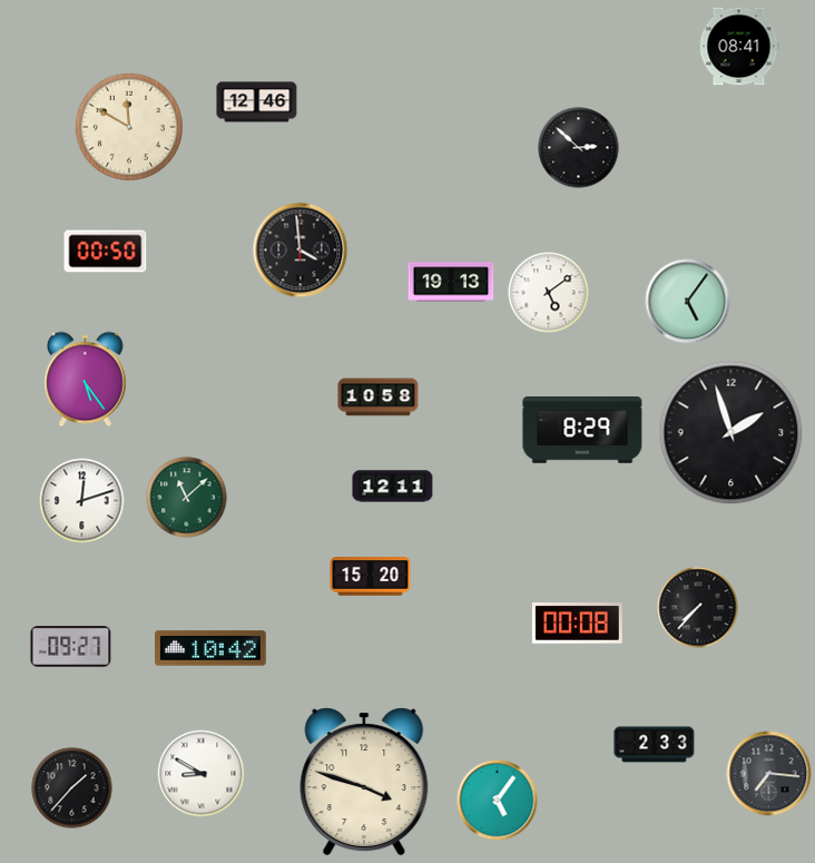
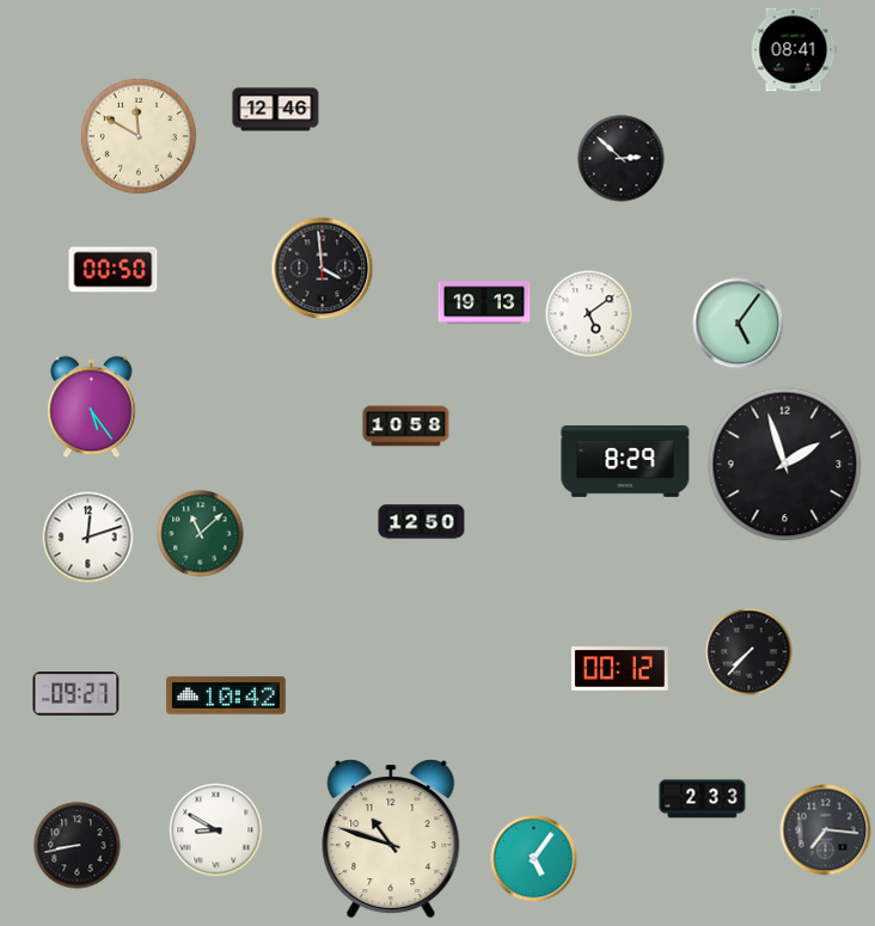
clock at (393, 487): 12:11 -> 12:50
clock at (371, 577): 15:20 -> none
clock at (577, 624): 00:08 -> 00:12
clock at (364, 782): 3:48 -> 10:48
clock at (72, 788): 1:37 -> 8:43
